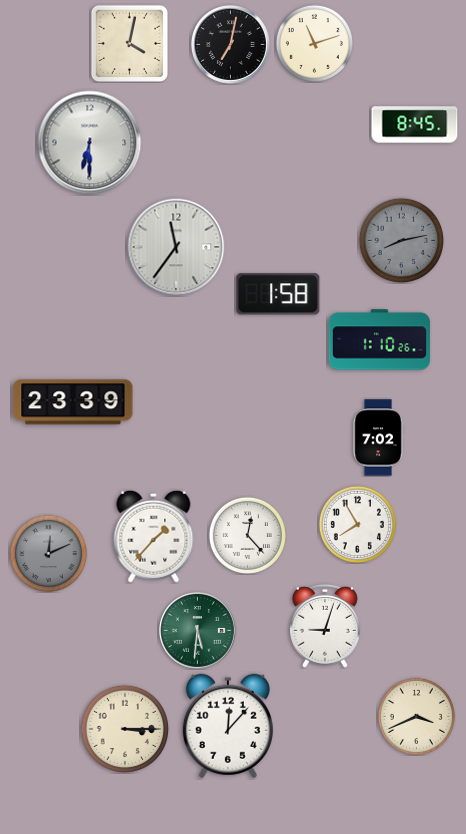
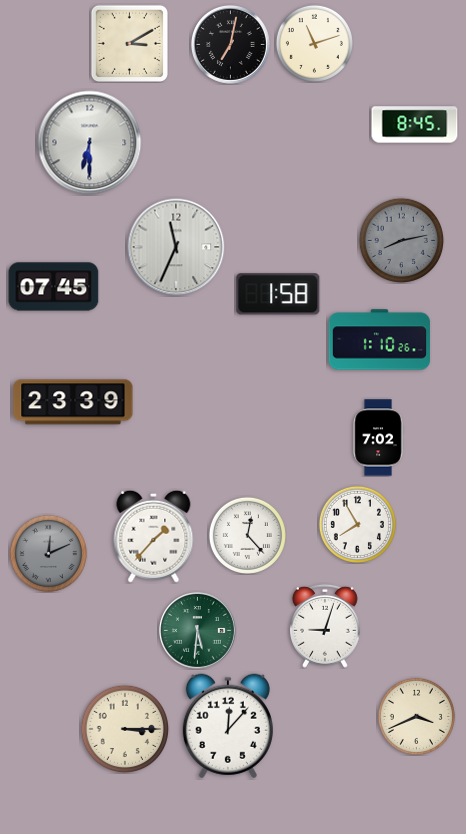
clock at (129, 43): 4:02 -> 3:10
clock at (176, 247): 11:36 -> 11:34
clock at (54, 287): none -> 07:45
